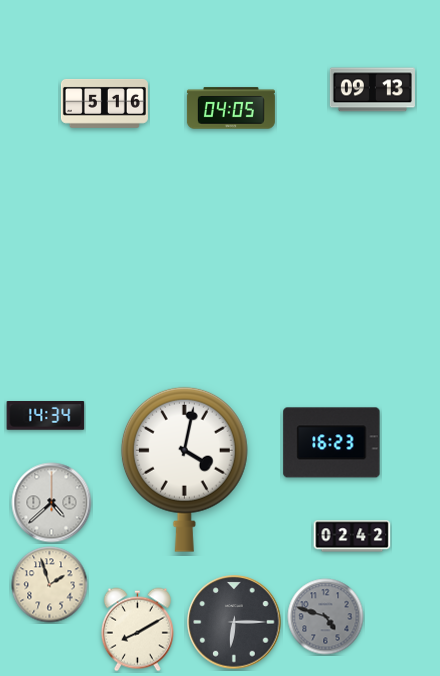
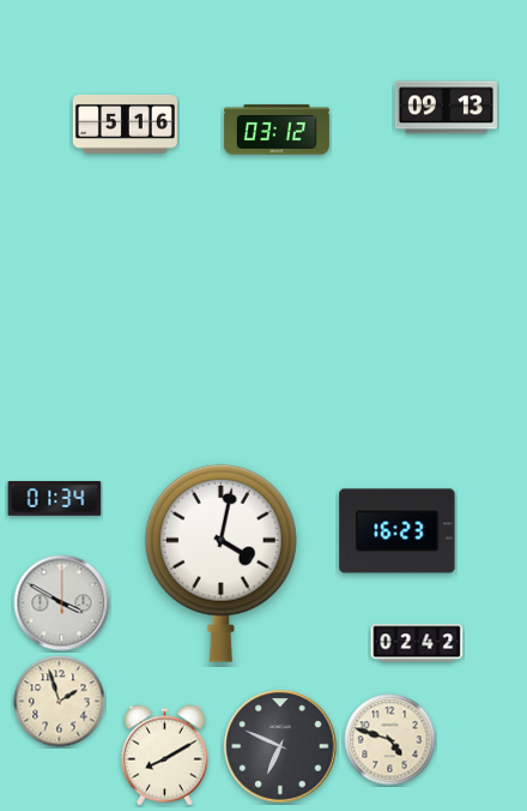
clock at (231, 108): 04:05 -> 03:12
clock at (46, 416): 14:34 -> 01:34
clock at (52, 503): 4:38 -> 3:50
clock at (352, 536) position: (352, 536) -> (417, 643)
clock at (326, 617) dial: grey -> cream
clock at (234, 622): 6:15 -> 6:49
